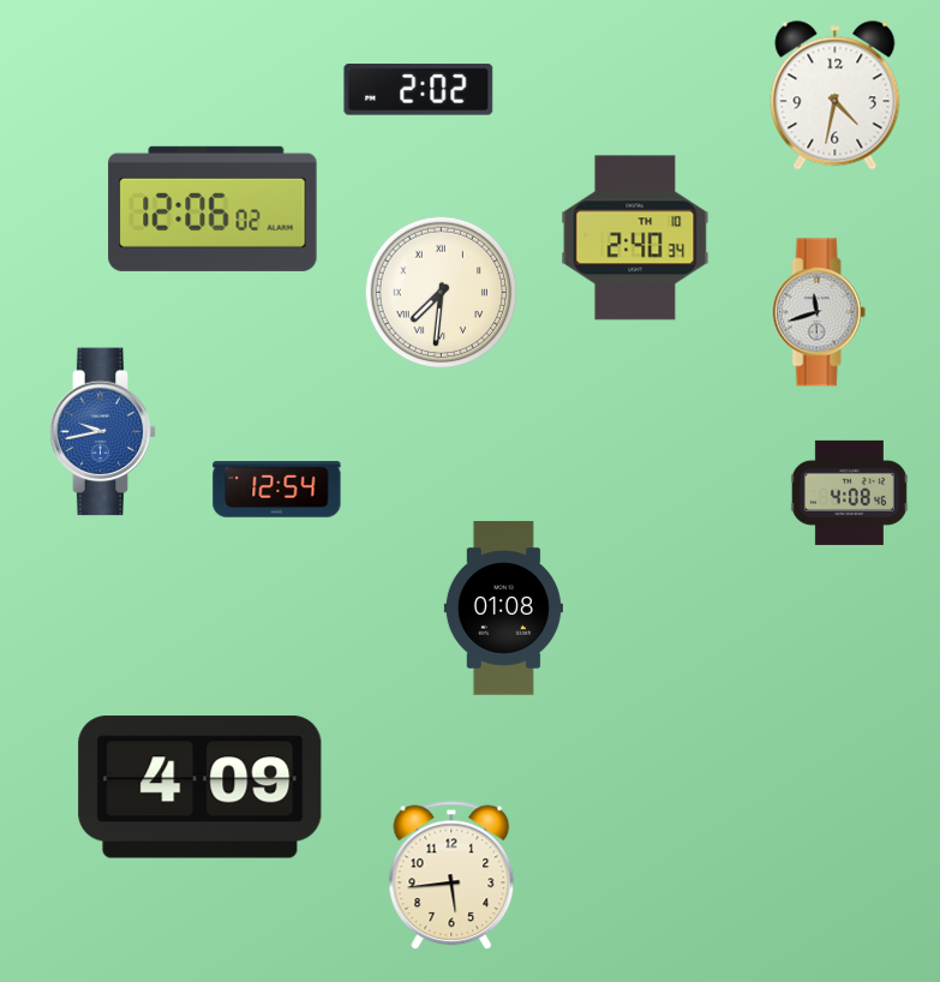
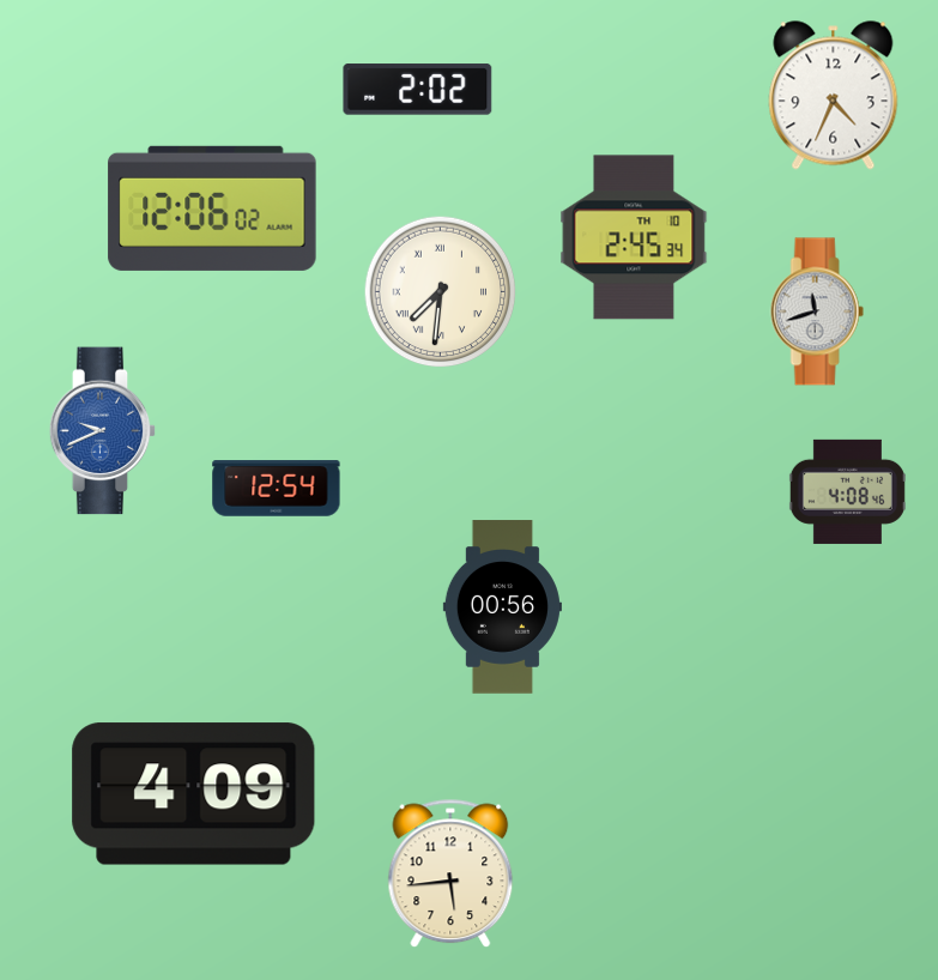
clock at (836, 96): 4:32 -> 4:34
clock at (635, 238): 2:40 -> 2:45
clock at (103, 432): 9:43 -> 9:41
clock at (503, 609): 01:08 -> 00:56
clock at (200, 788) position: (200, 788) -> (194, 794)
